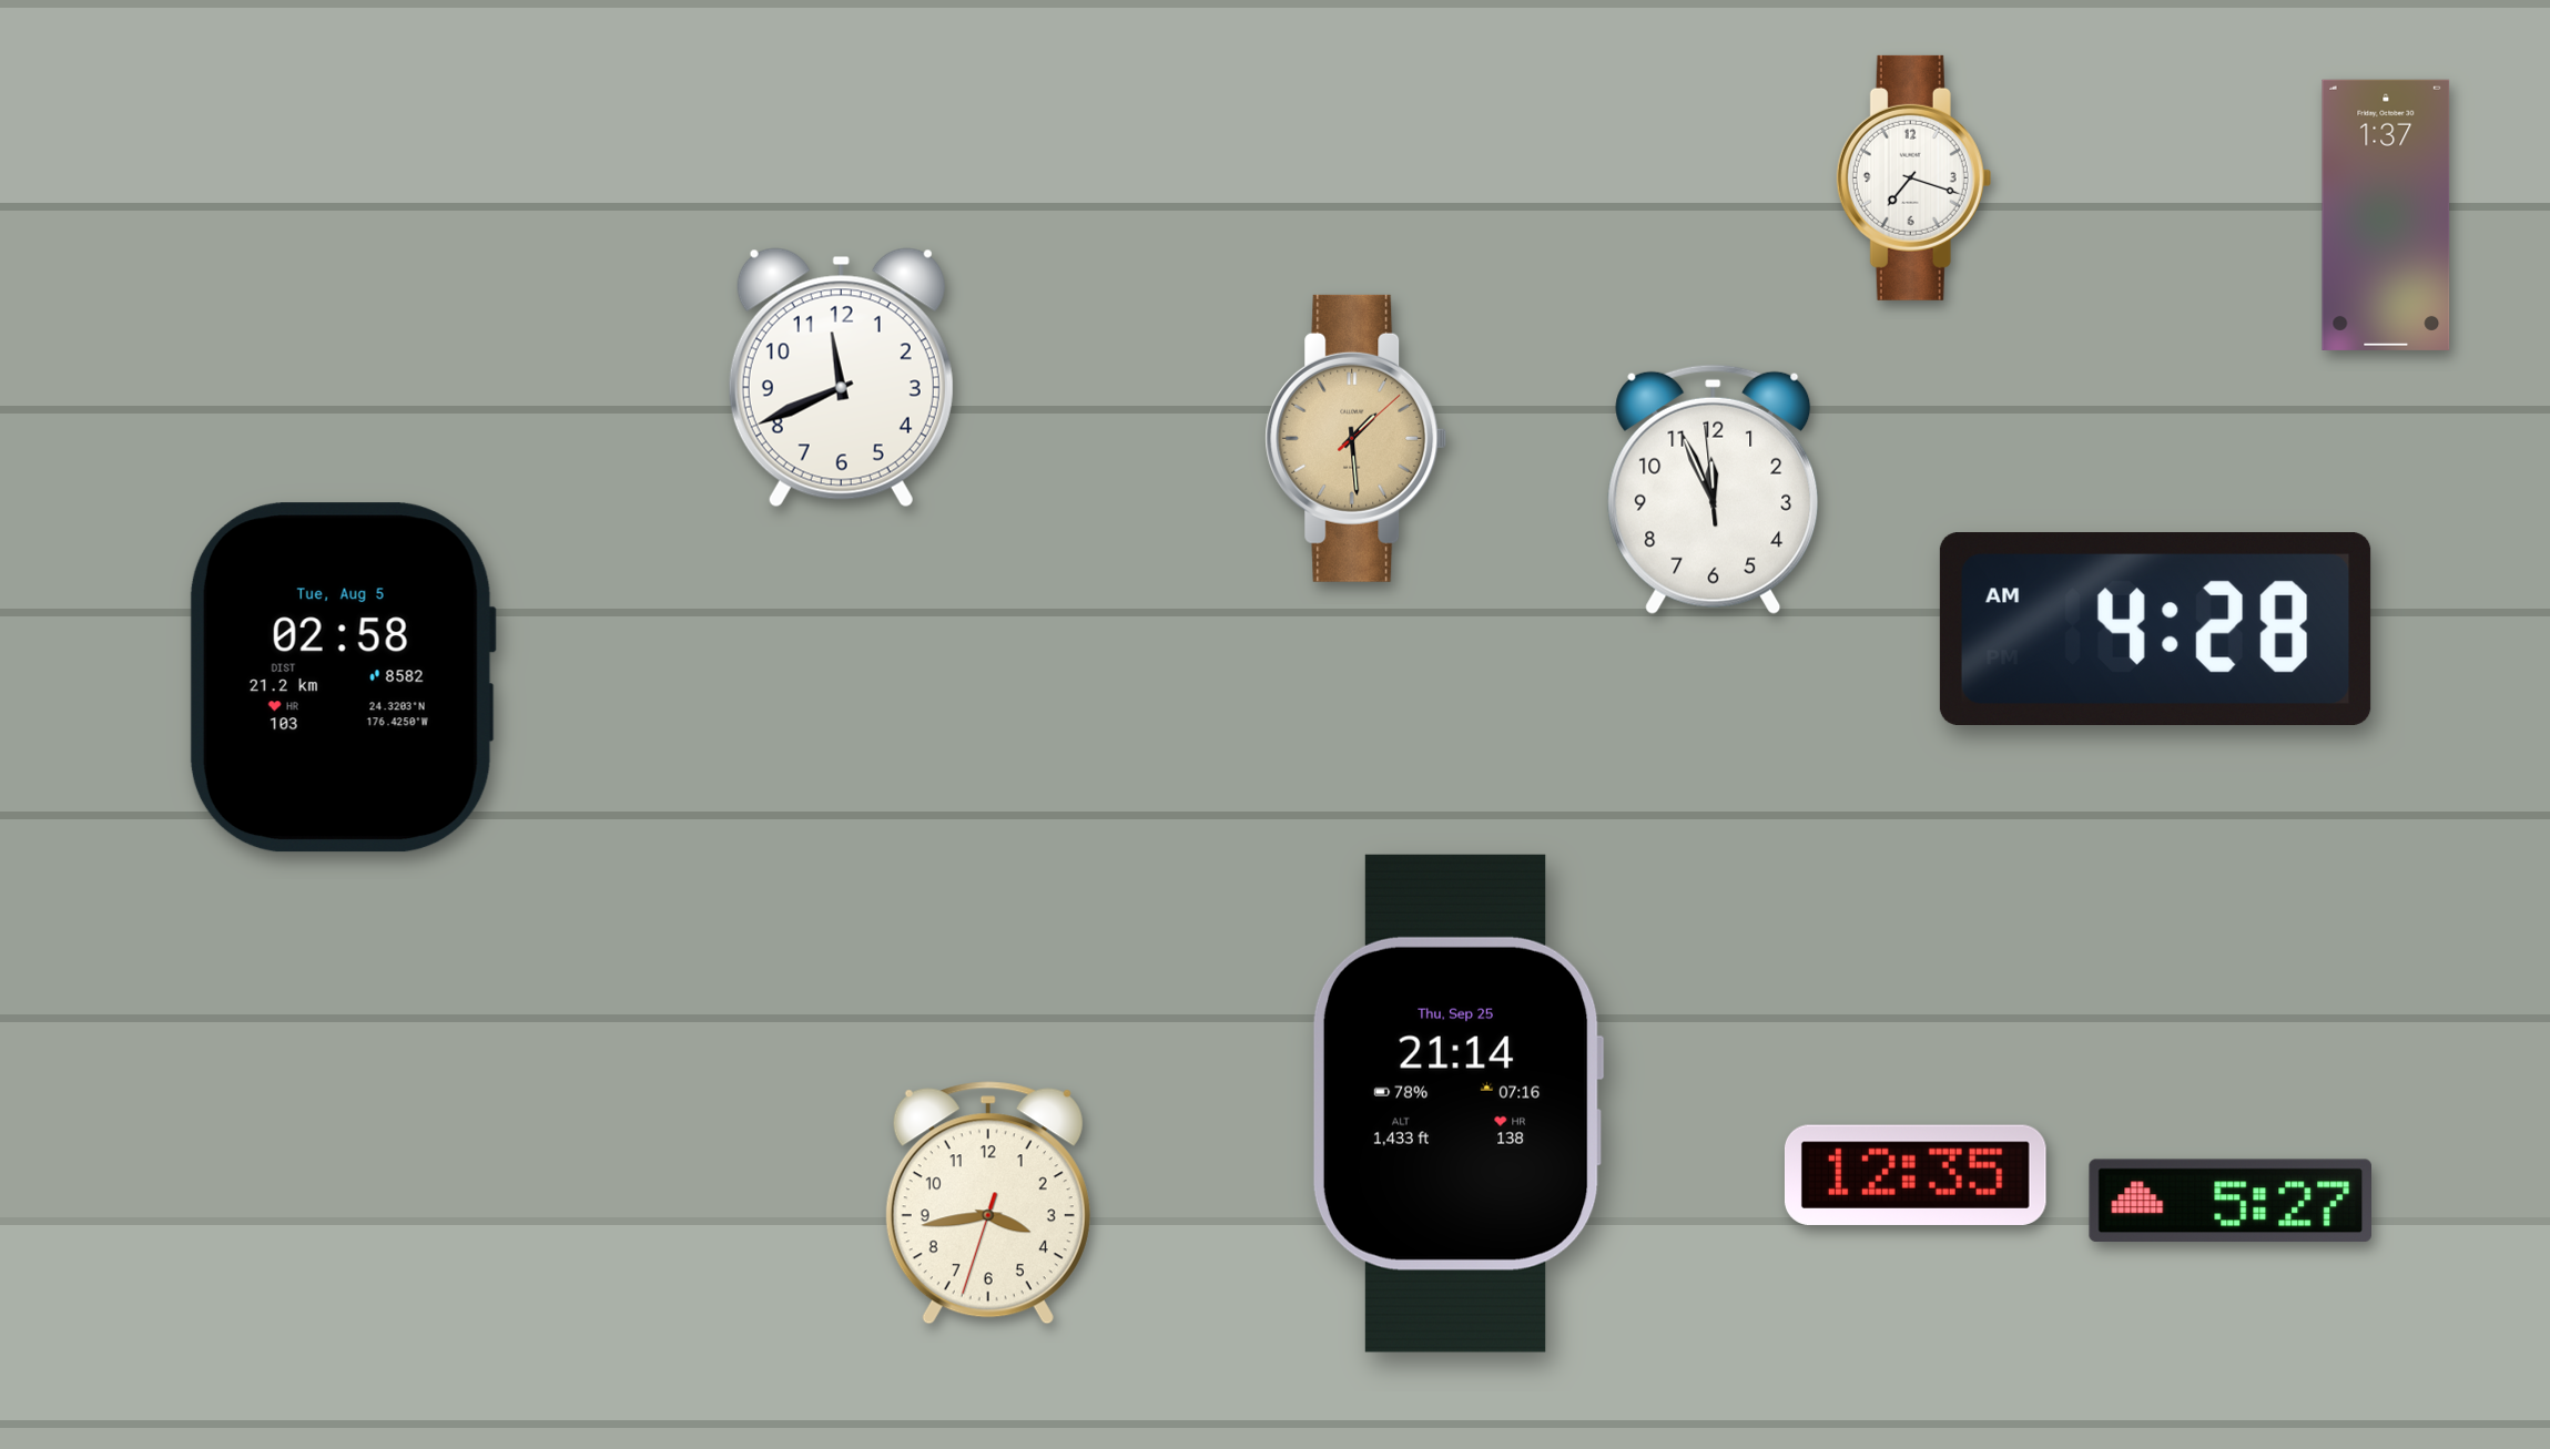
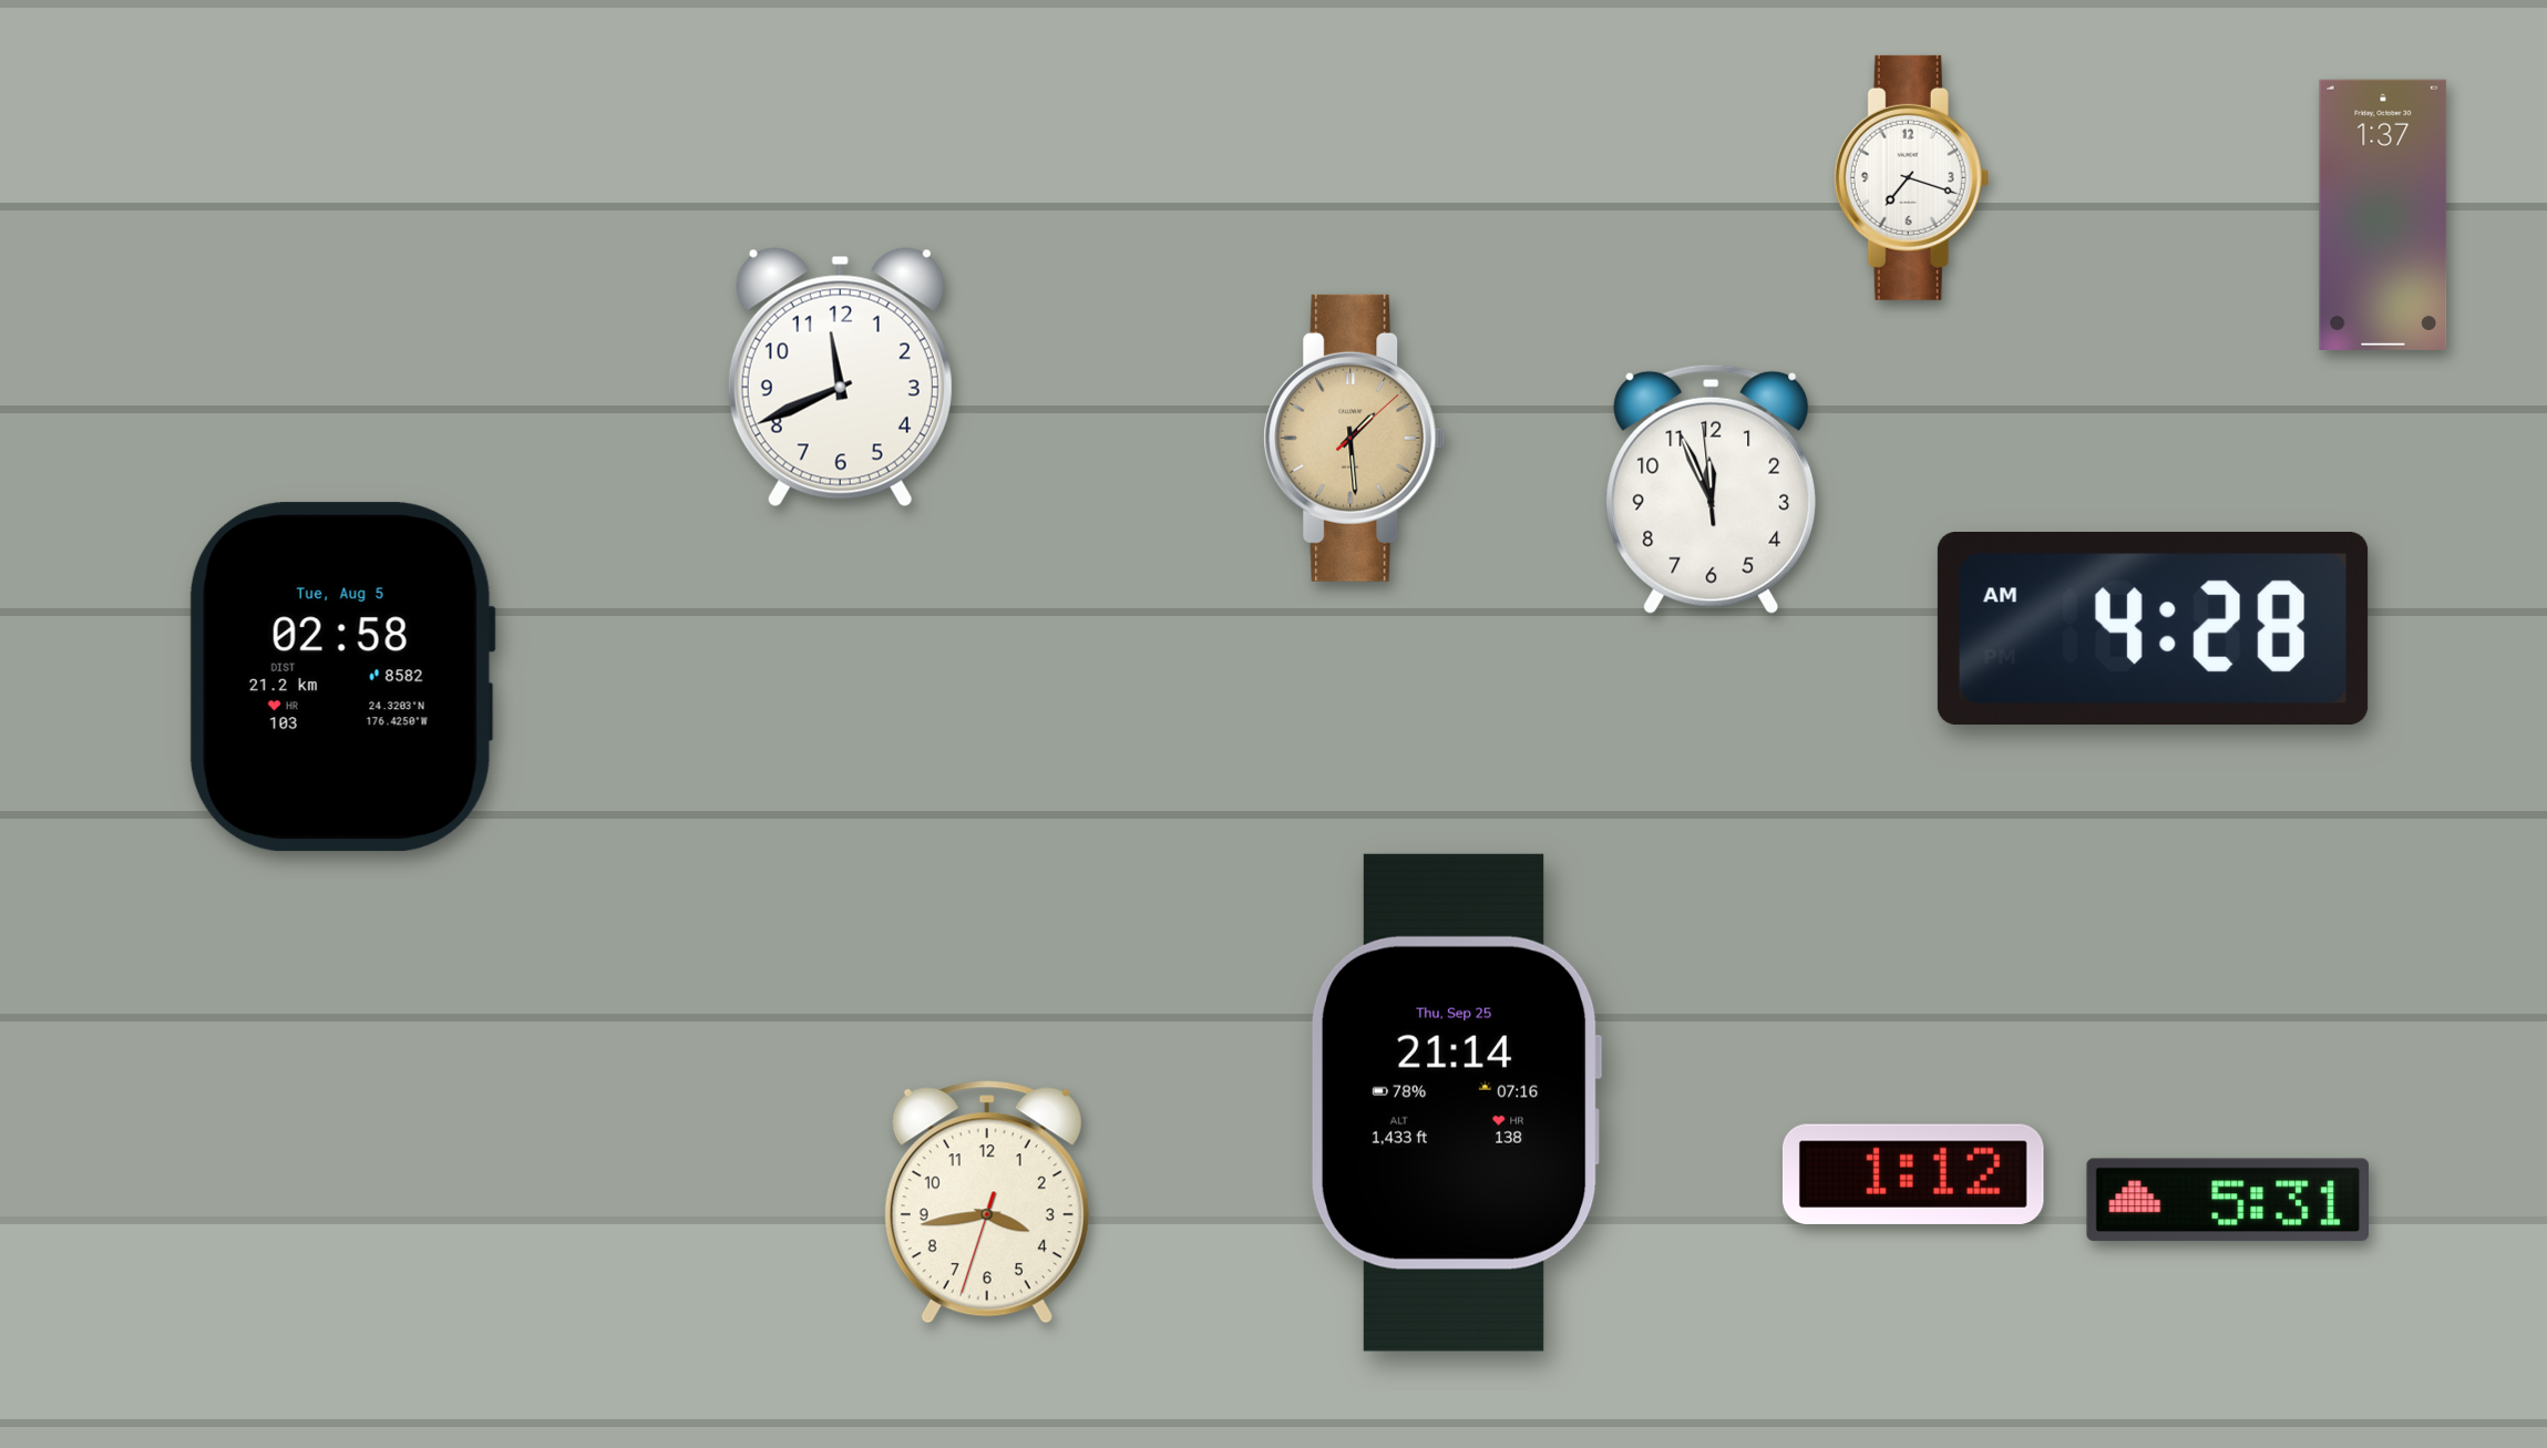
clock at (1916, 1175): 12:35 -> 1:12
clock at (2229, 1201): 5:27 -> 5:31
